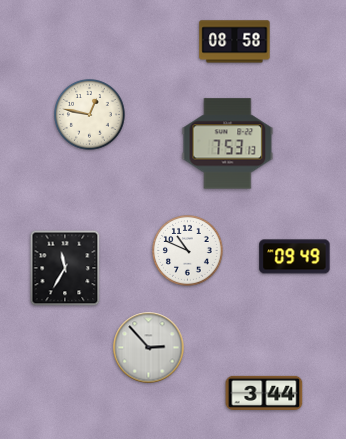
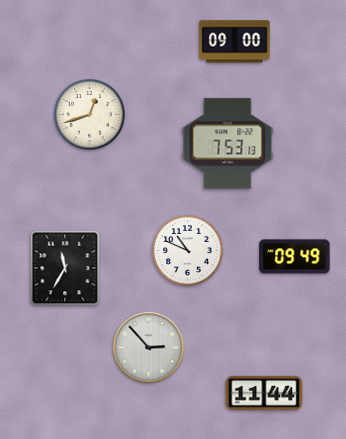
clock at (235, 42): 08:58 -> 09:00
clock at (90, 115): 12:47 -> 12:42
clock at (264, 393): 3:44 -> 11:44
